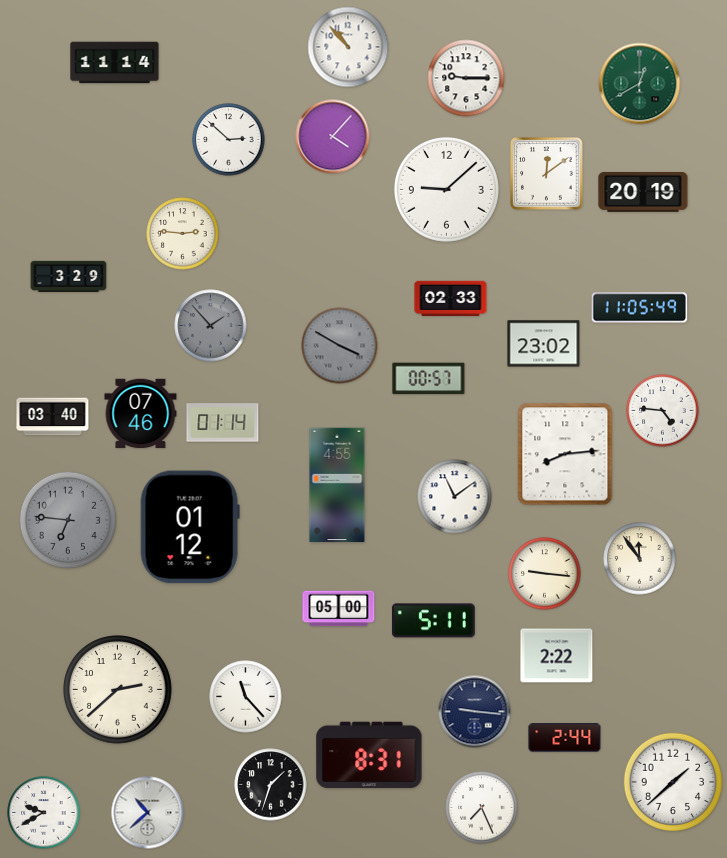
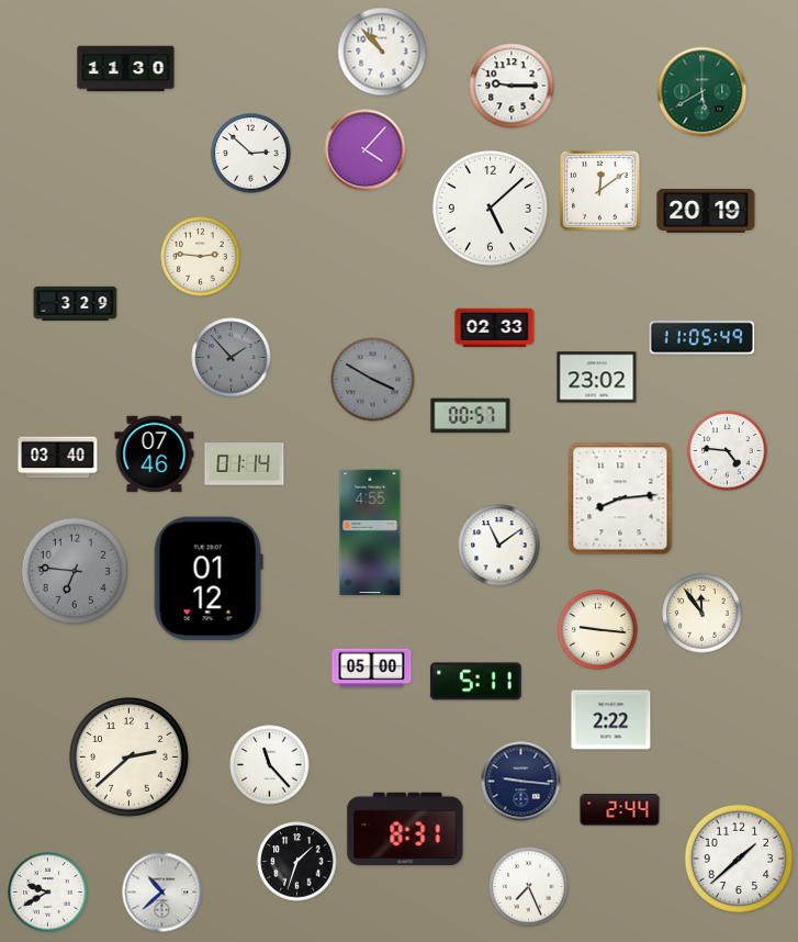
clock at (115, 63): 11:14 -> 11:30
clock at (640, 84): 12:40 -> 5:40
clock at (446, 189): 9:08 -> 5:08
